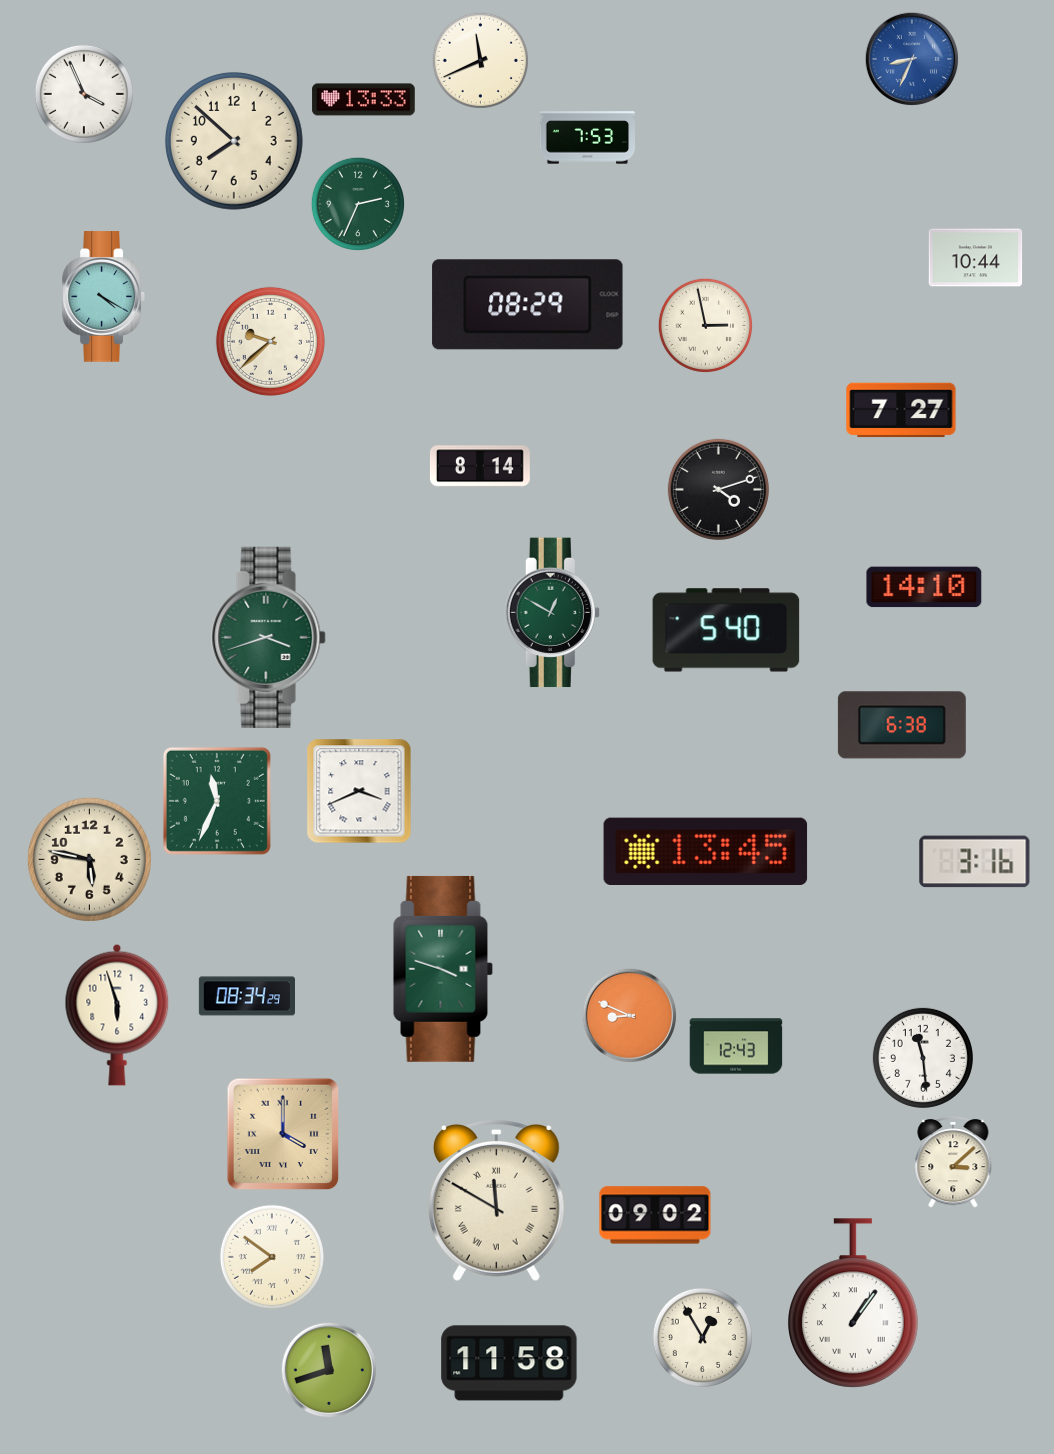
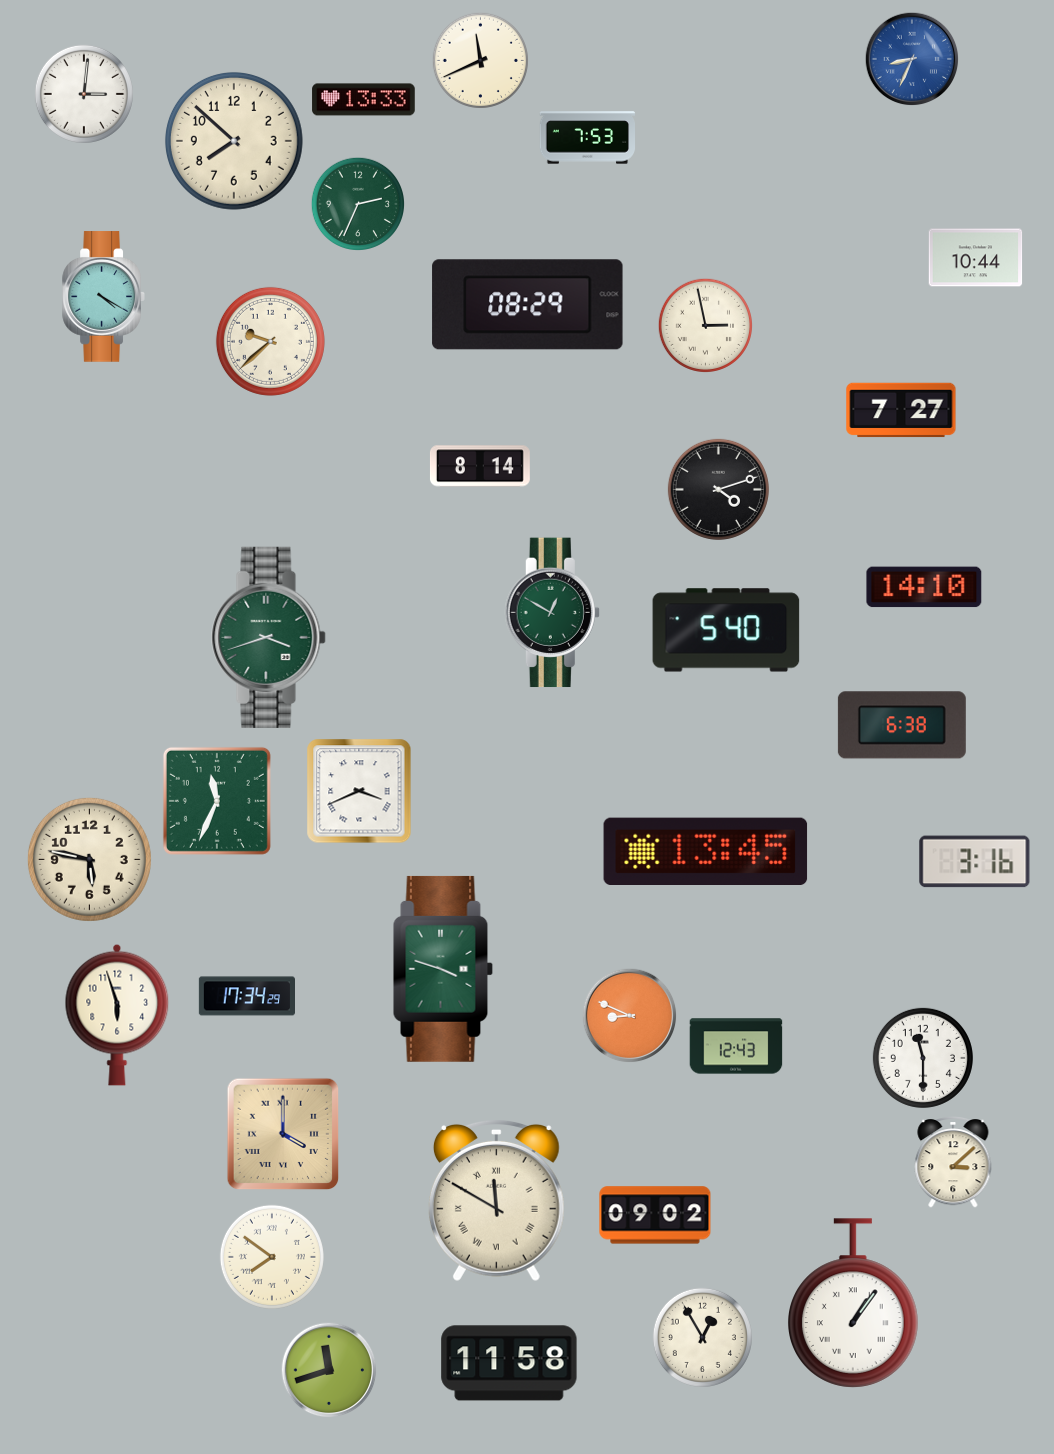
clock at (84, 94): 3:56 -> 3:01
clock at (246, 996): 08:34 -> 17:34
clock at (923, 1058): 11:29 -> 11:30
